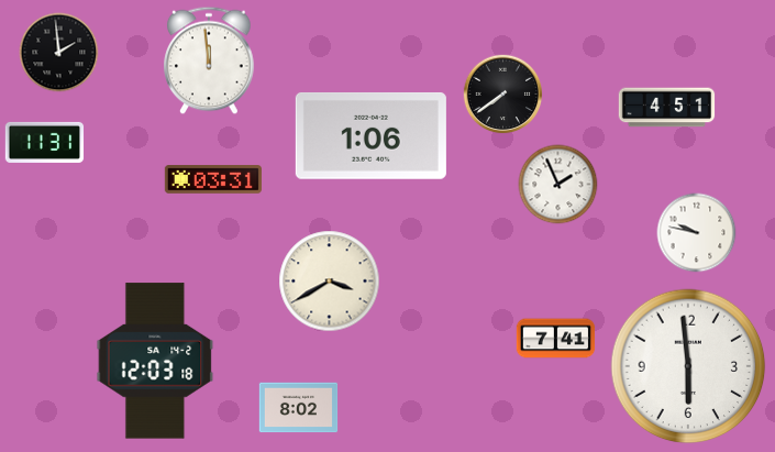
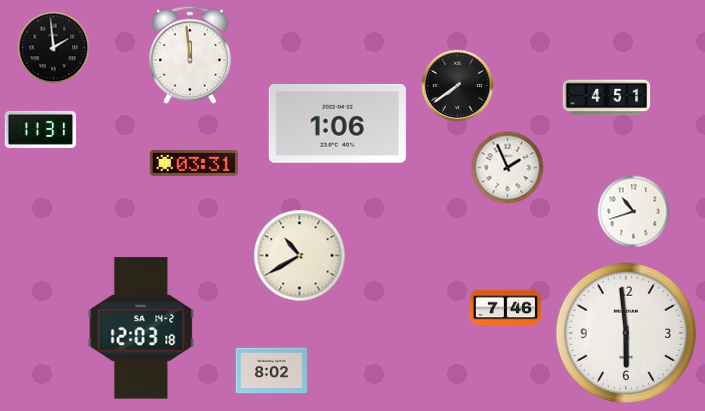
clock at (697, 233): 9:47 -> 10:42
clock at (330, 282): 3:40 -> 10:40
clock at (556, 339): 7:41 -> 7:46
